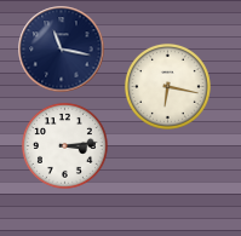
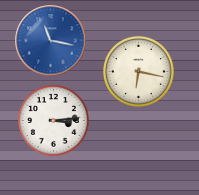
clock at (62, 50) dial: navy -> blue
